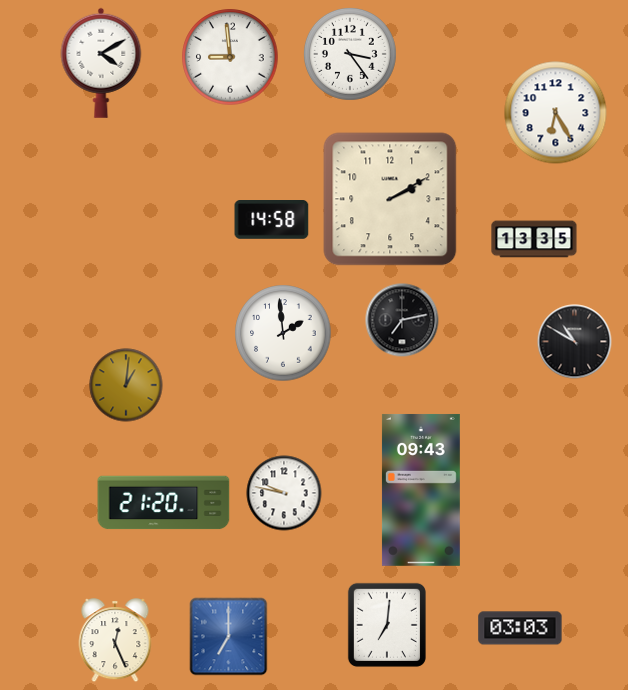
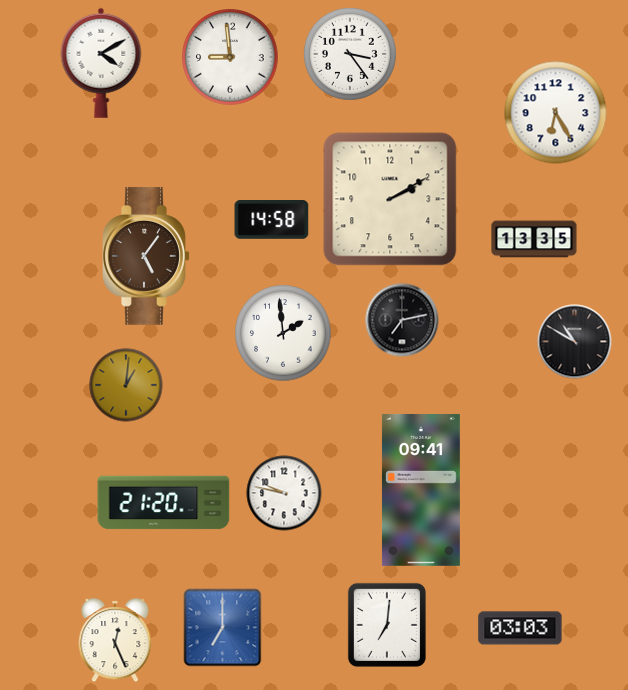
clock at (146, 256): none -> 5:06
clock at (421, 490): 09:43 -> 09:41
clock at (229, 637) position: (229, 637) -> (223, 628)
